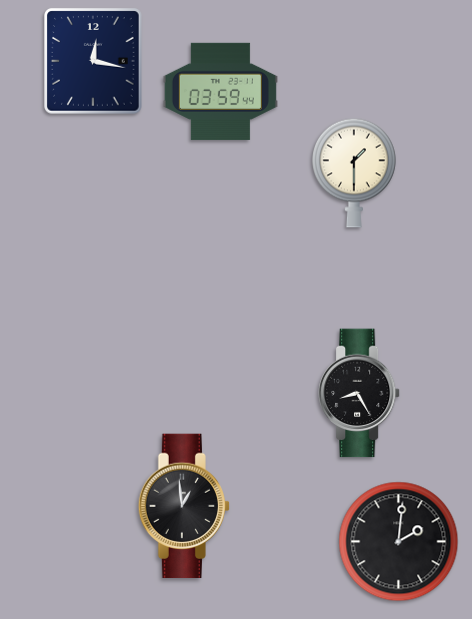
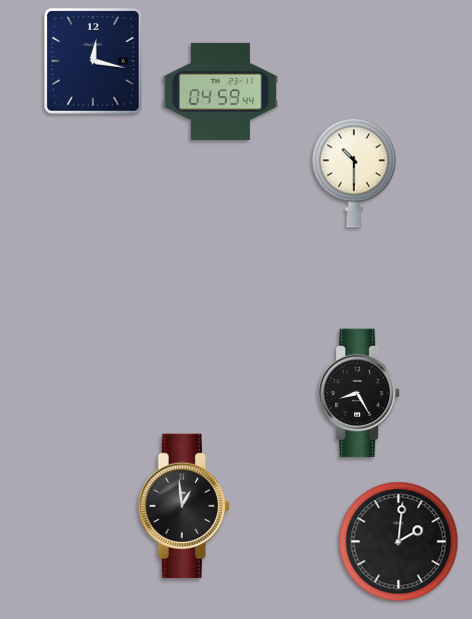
clock at (220, 91): 03:59 -> 04:59
clock at (355, 173): 1:30 -> 10:30
